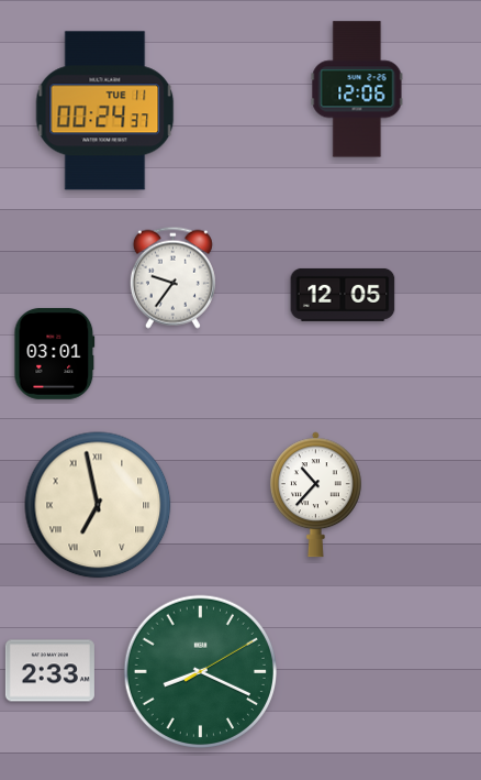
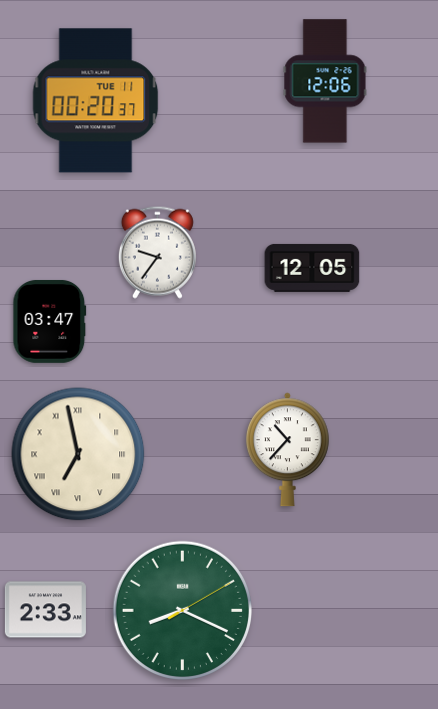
clock at (105, 111): 00:24 -> 00:20
clock at (55, 353): 03:01 -> 03:47
clock at (98, 505) position: (98, 505) -> (78, 454)
